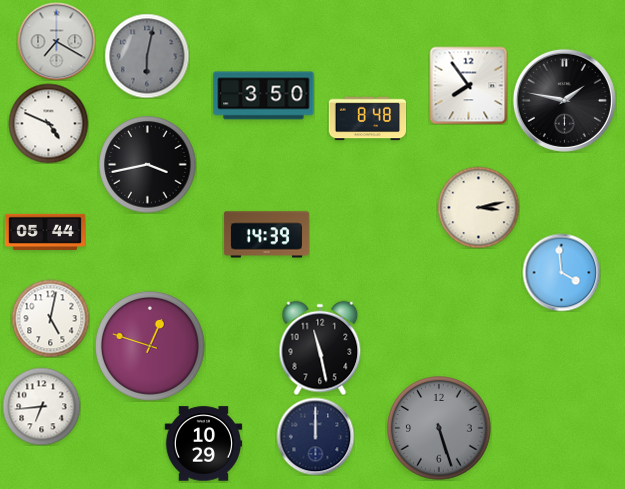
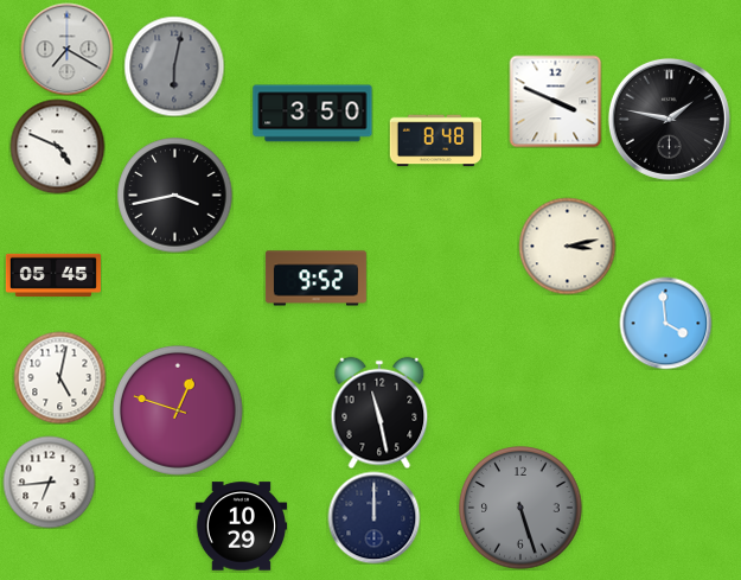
clock at (468, 85): 7:54 -> 3:49
clock at (45, 231): 05:44 -> 05:45
clock at (266, 235): 14:39 -> 9:52
